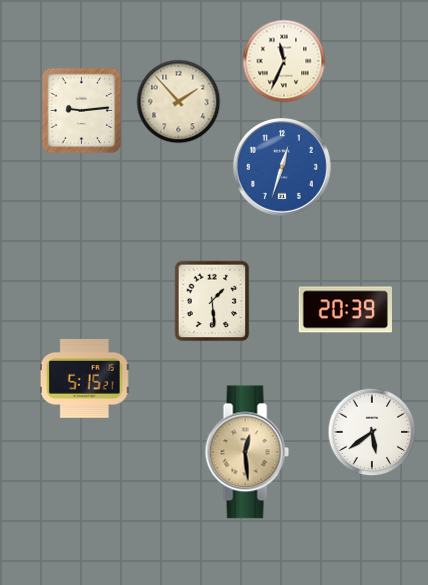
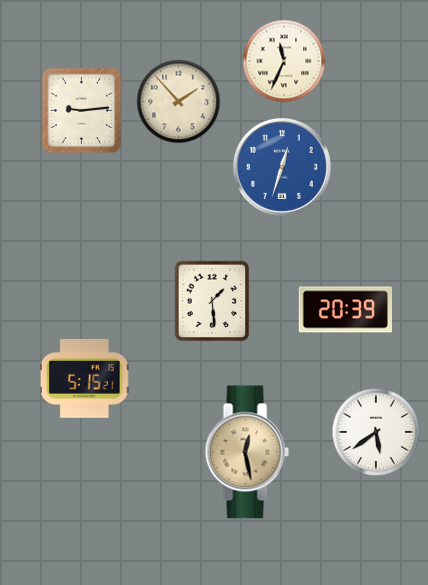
clock at (372, 432) position: (372, 432) -> (376, 432)
clock at (247, 452): 12:29 -> 12:28
